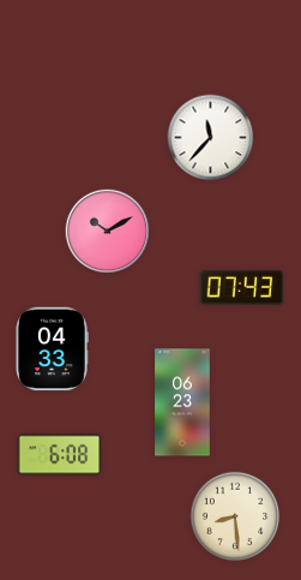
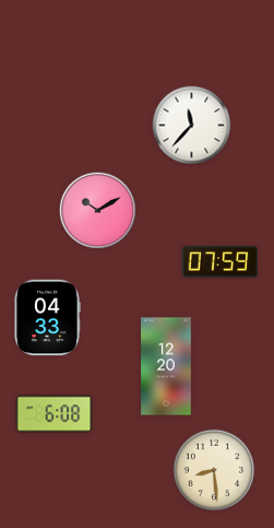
clock at (242, 288): 07:43 -> 07:59
clock at (182, 402): 06:23 -> 12:20
